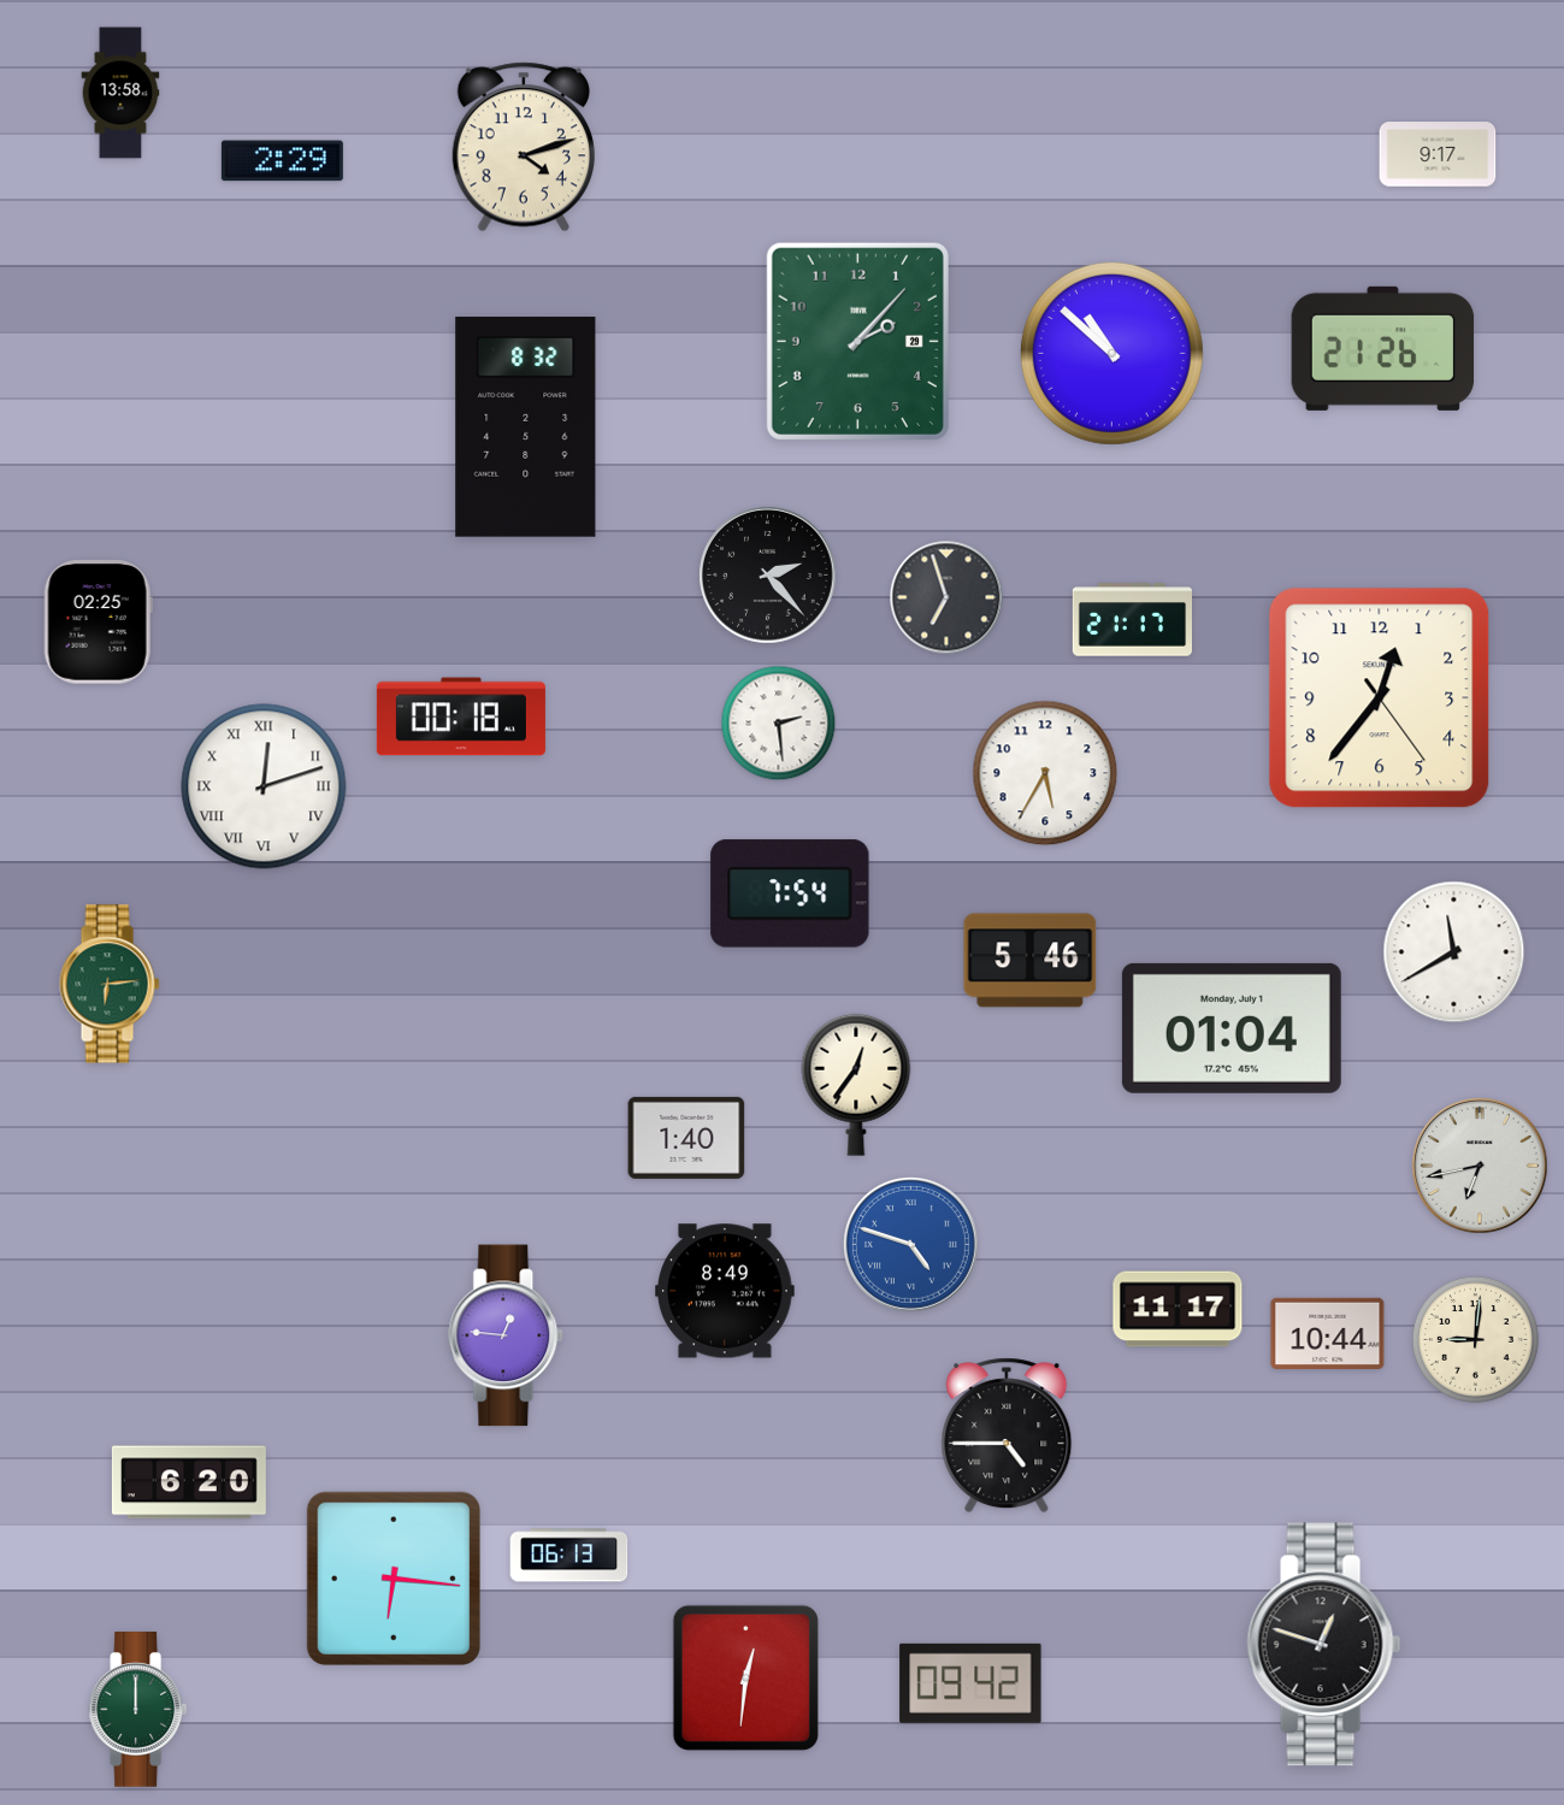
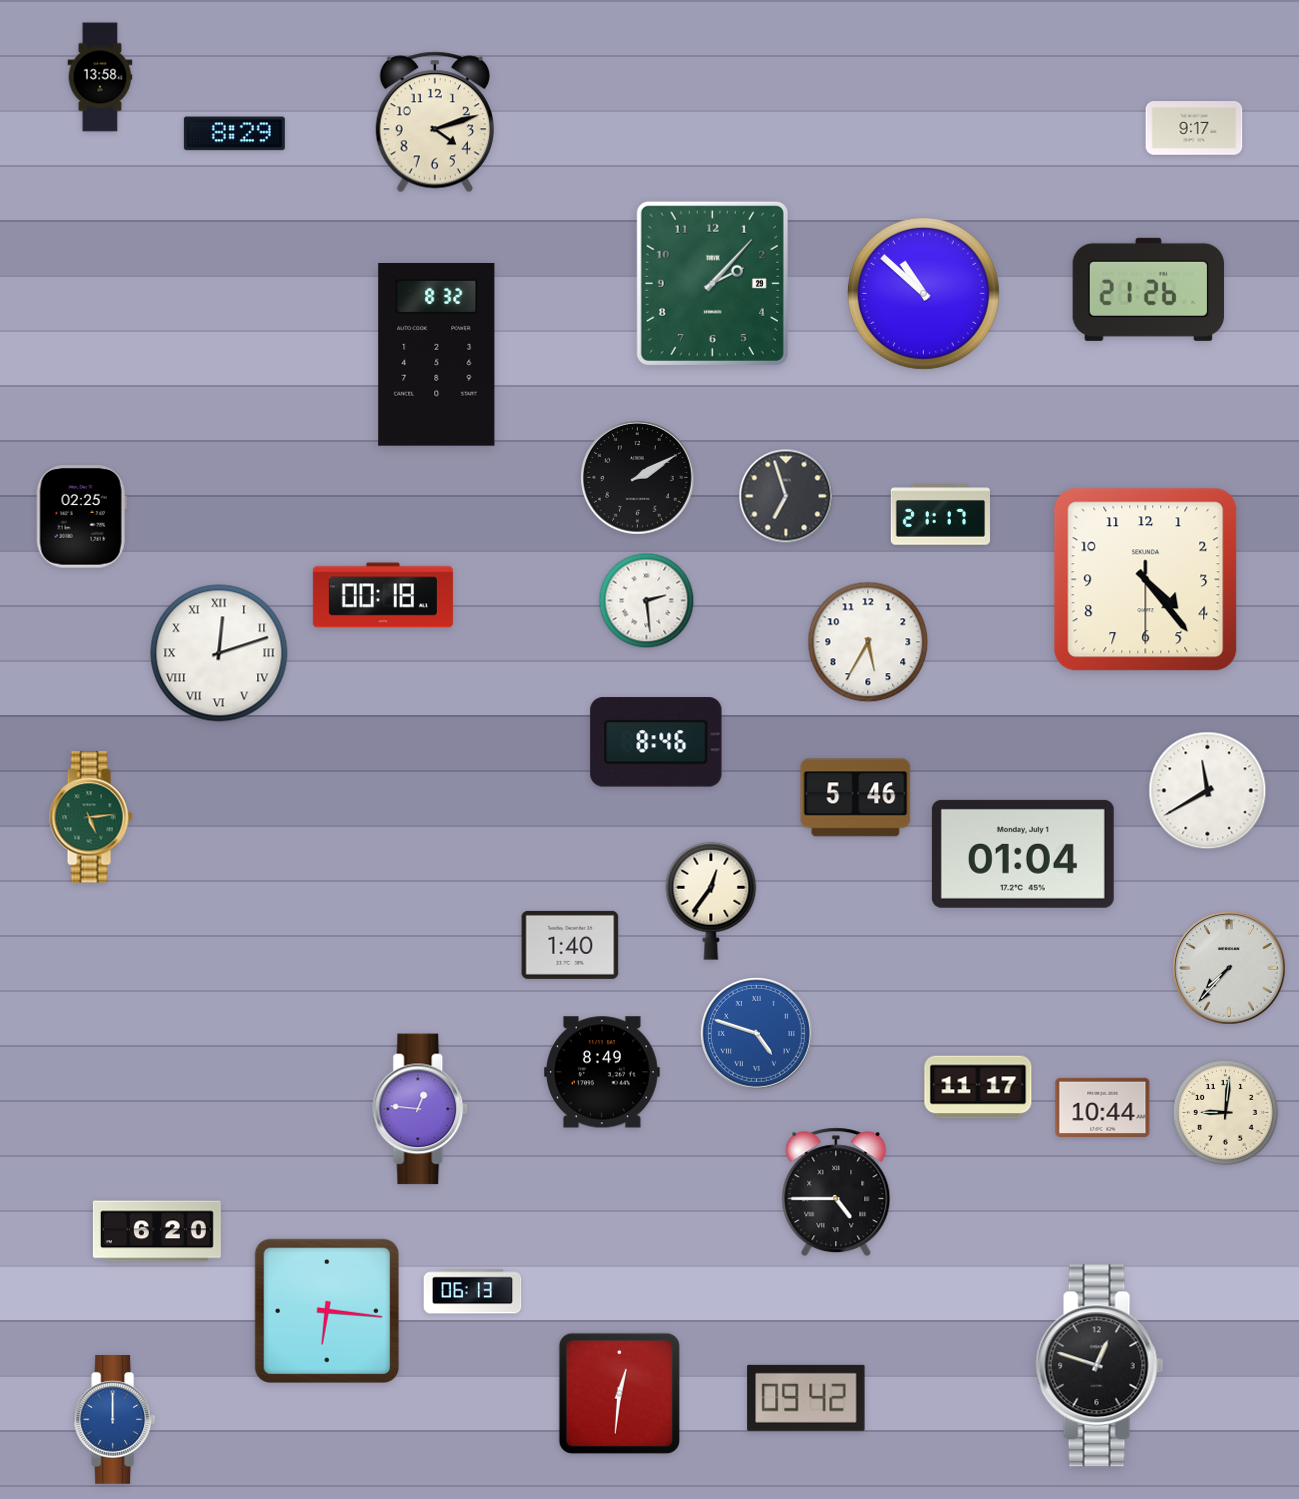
clock at (282, 161): 2:29 -> 8:29
clock at (768, 576): 2:23 -> 2:10
clock at (1380, 698): 12:36 -> 4:23
clock at (790, 893): 7:54 -> 8:46
clock at (110, 984): 6:14 -> 5:14
clock at (1481, 1167): 6:43 -> 7:37
clock at (138, 1710) dial: green -> blue
